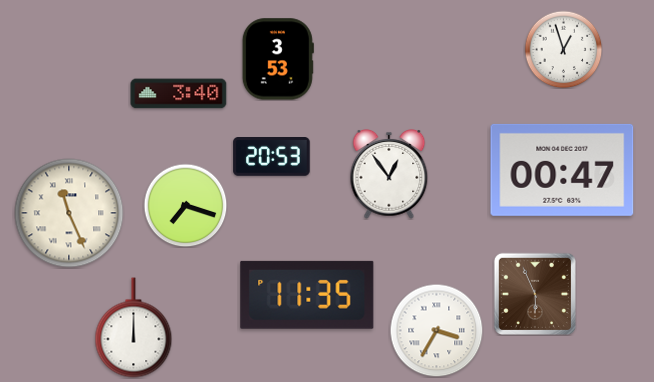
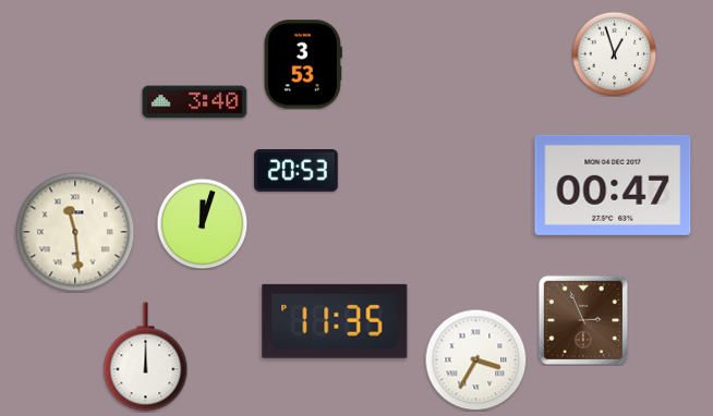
clock at (389, 175): 12:54 -> none
clock at (185, 205): 7:18 -> 12:03
clock at (69, 213): 11:26 -> 11:29
clock at (534, 293): 5:56 -> 2:56
